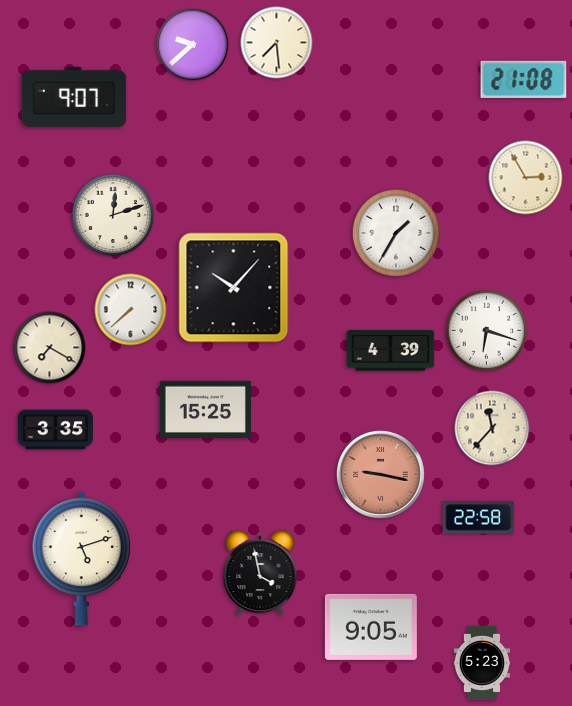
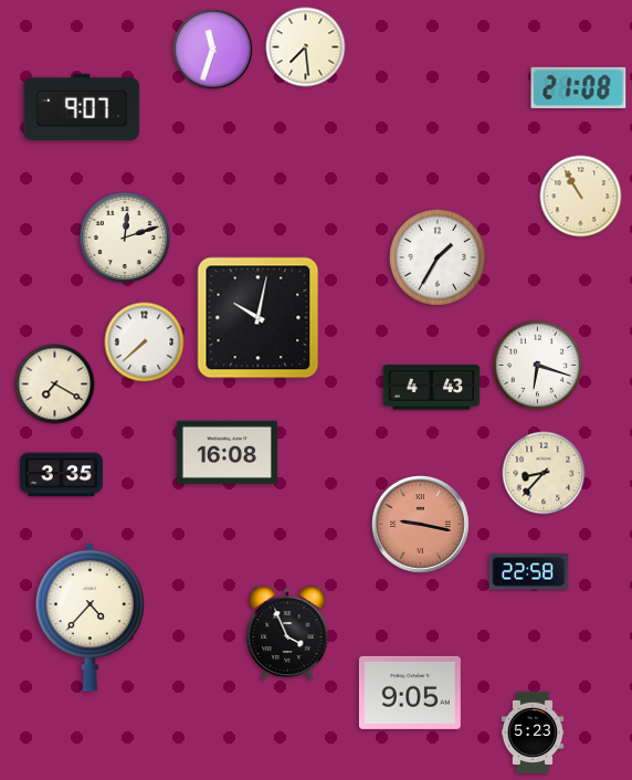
clock at (193, 45): 9:38 -> 11:33
clock at (526, 178): 2:55 -> 10:55
clock at (234, 288): 10:07 -> 10:02
clock at (391, 351): 4:39 -> 4:43
clock at (205, 409): 15:25 -> 16:08
clock at (492, 428): 11:37 -> 8:37
clock at (82, 558): 5:12 -> 4:37
clock at (260, 574): 3:58 -> 3:56
